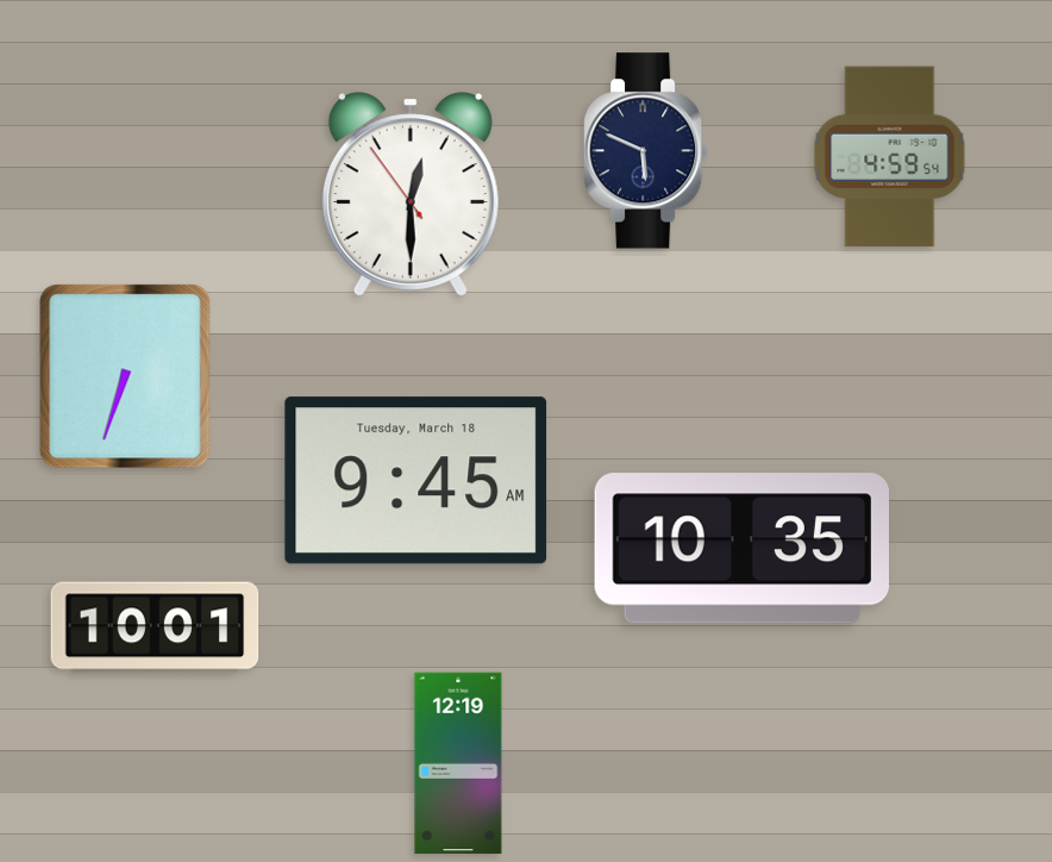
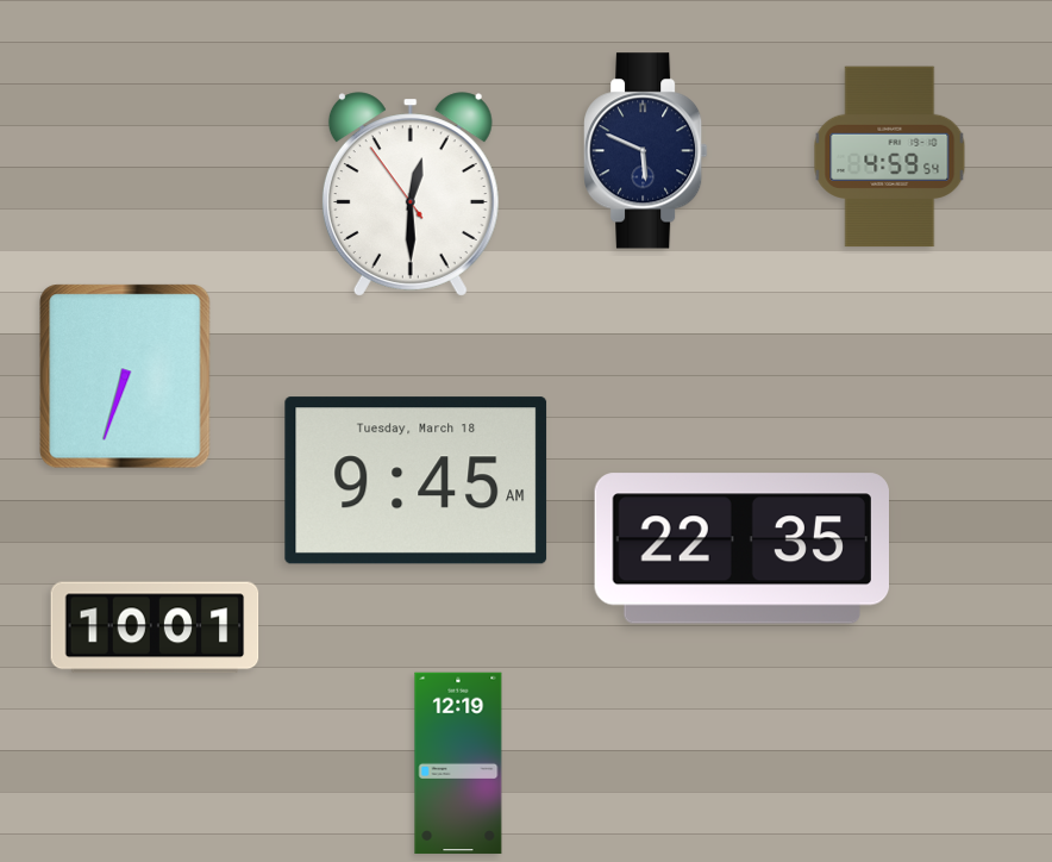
clock at (741, 549): 10:35 -> 22:35
